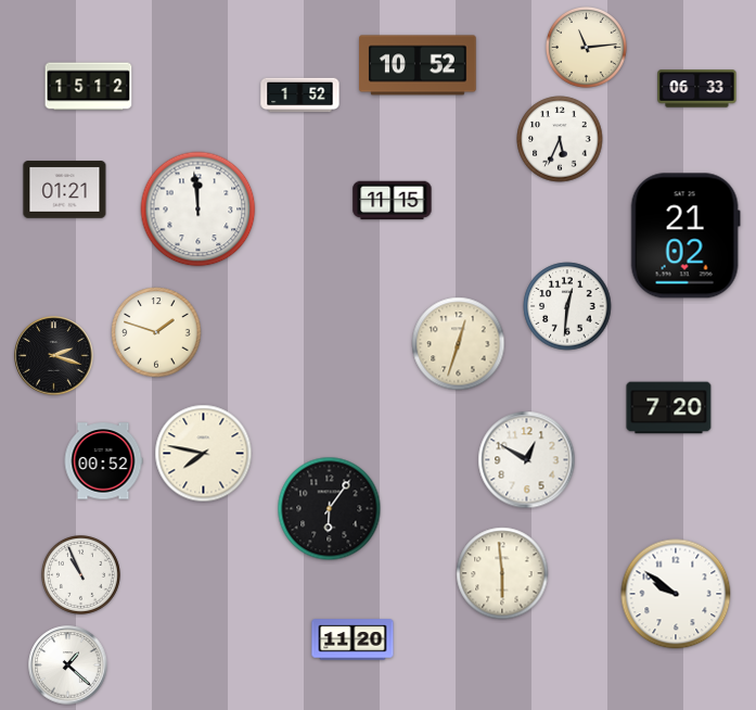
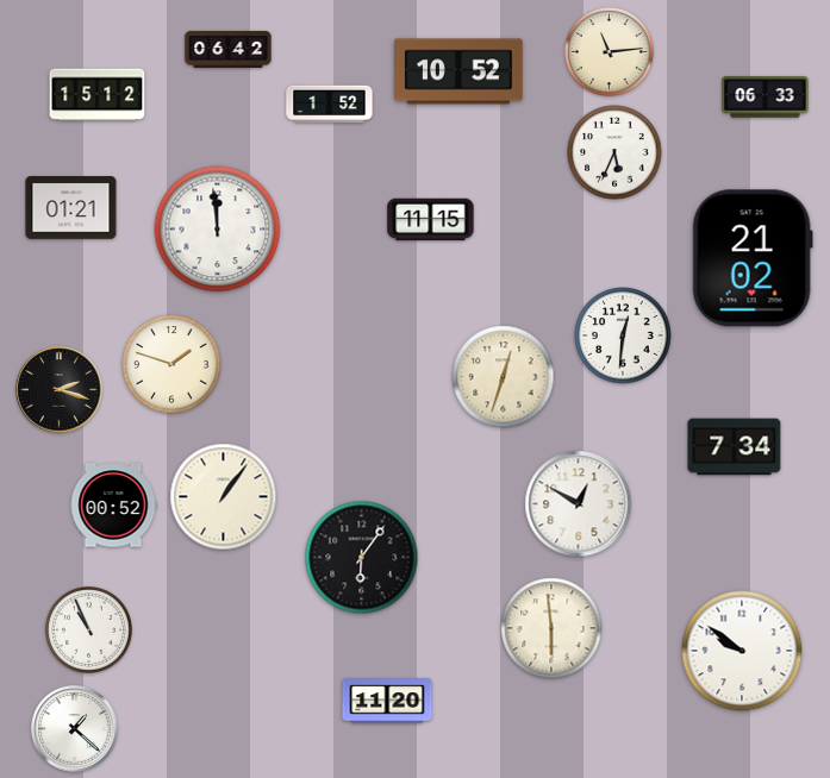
clock at (229, 49): none -> 06:42
clock at (587, 48) position: (587, 48) -> (610, 52)
clock at (669, 408): 7:20 -> 7:34
clock at (204, 454): 7:47 -> 1:06
